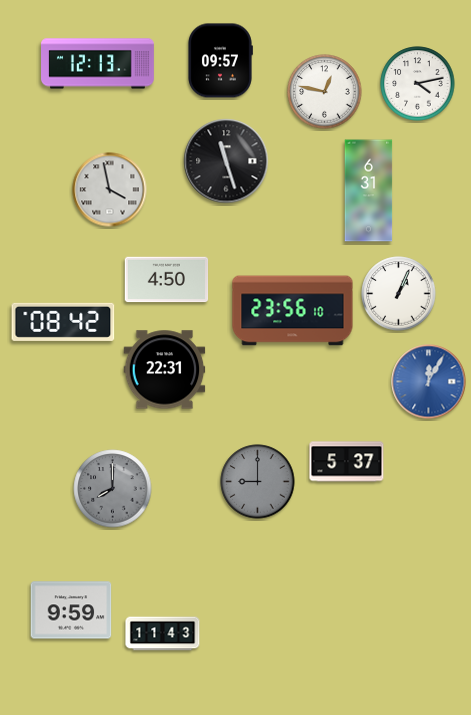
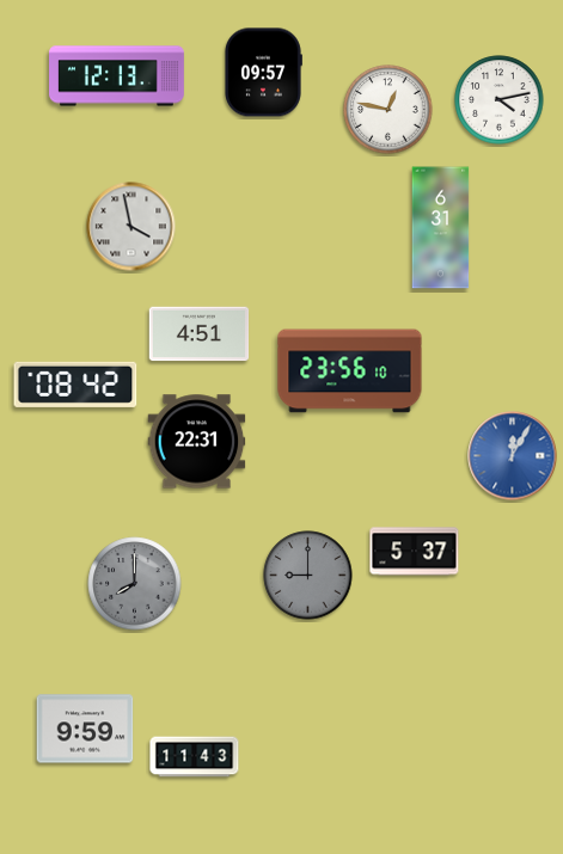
clock at (226, 161): 11:27 -> none
clock at (167, 280): 4:50 -> 4:51
clock at (399, 294): 1:04 -> none
